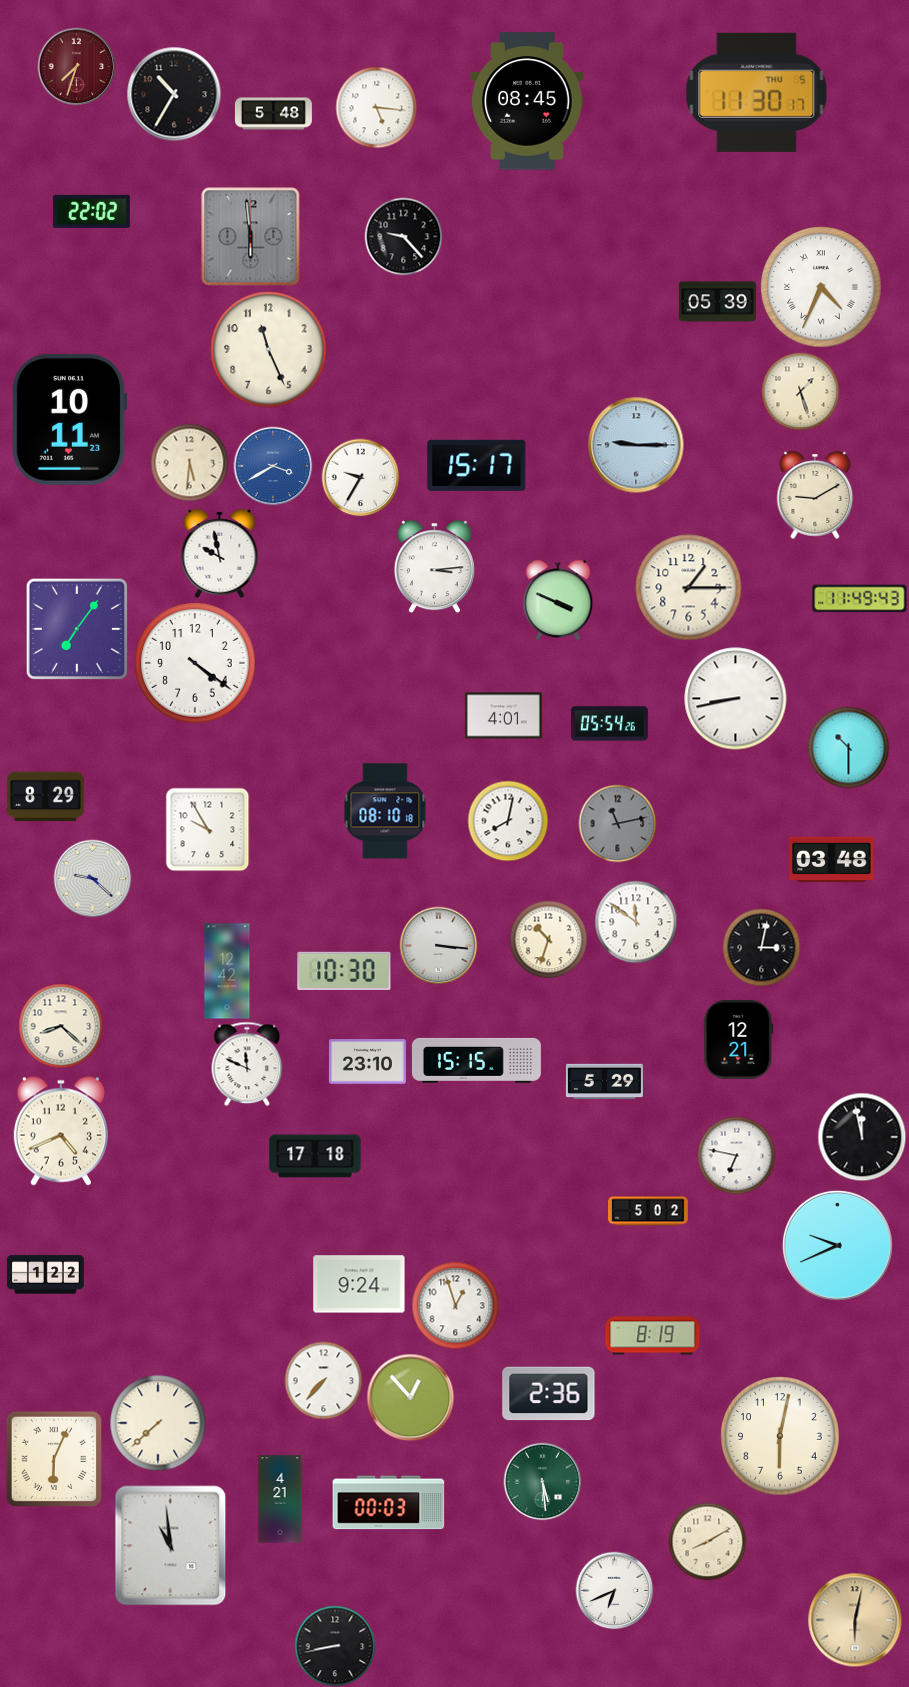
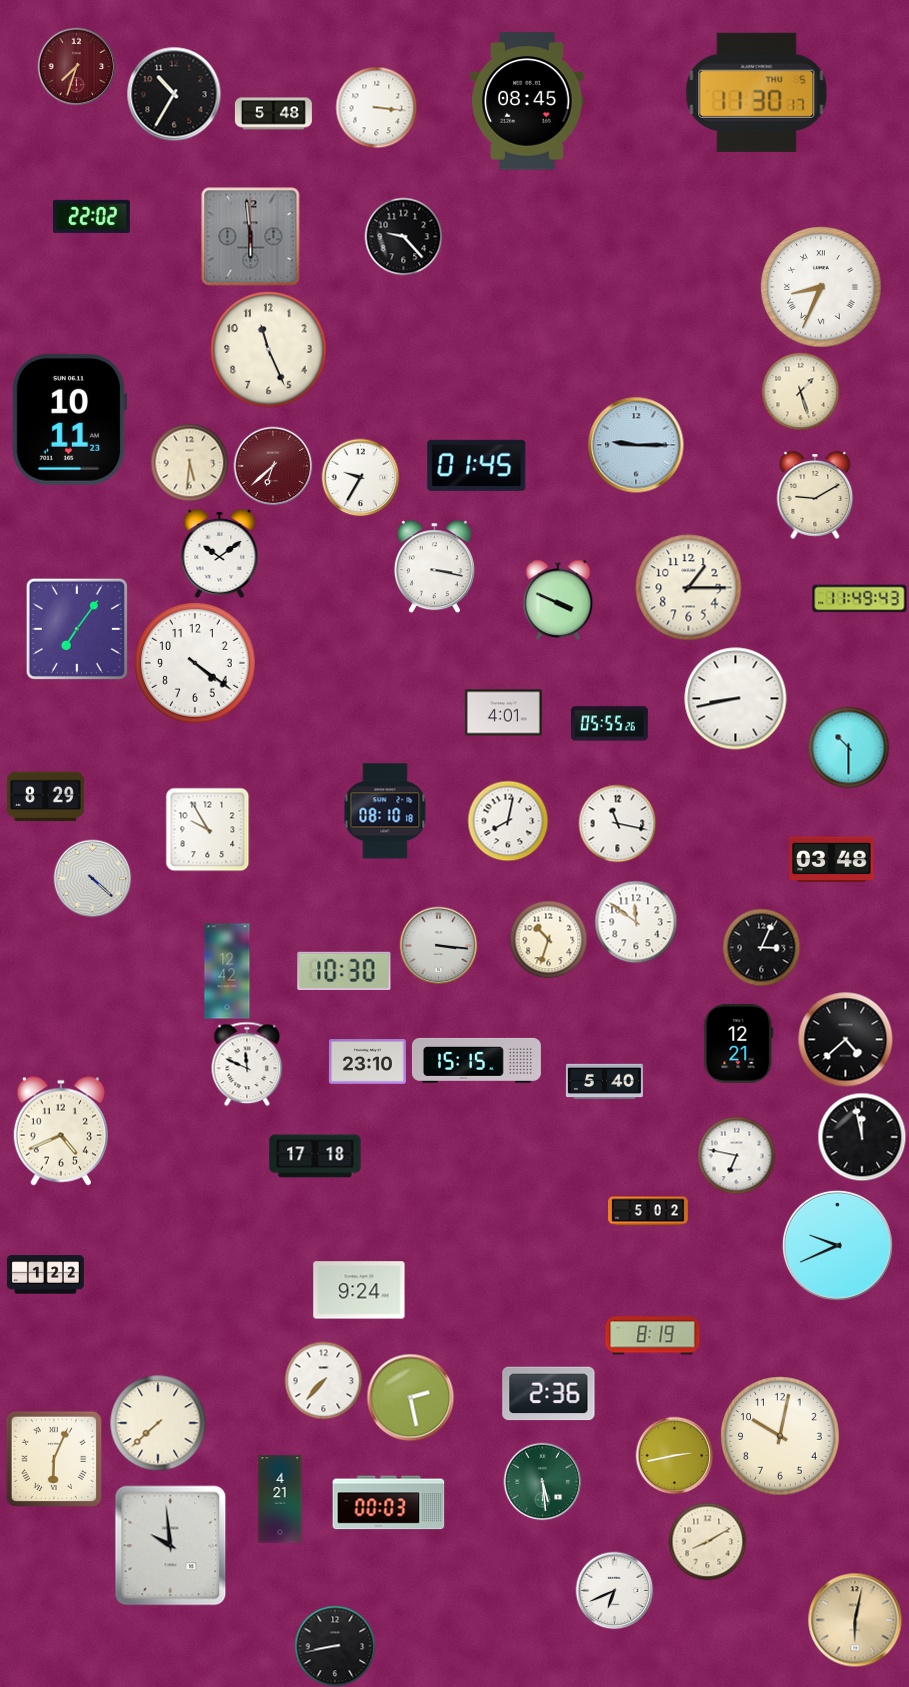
clock at (376, 107): 5:16 -> 3:16
clock at (91, 211) position: (91, 211) -> (91, 216)
clock at (821, 287): 4:34 -> 8:34
clock at (717, 302): 05:39 -> none
clock at (477, 465): 15:17 -> 01:45
clock at (273, 466): 3:40 -> 6:38
clock at (273, 466) dial: blue -> burgundy
clock at (220, 553): 9:58 -> 10:09
clock at (434, 566): 3:14 -> 3:17
clock at (503, 716) position: (503, 716) -> (503, 713)
clock at (609, 724): 05:54 -> 05:55
clock at (617, 823): 11:13 -> 11:17
clock at (617, 823) dial: grey -> white
clock at (92, 878): 9:22 -> 4:22
clock at (761, 947): 3:02 -> 3:04
clock at (61, 1026): 8:22 -> none
clock at (739, 1039) position: (739, 1039) -> (739, 1043)
clock at (845, 1039): none -> 4:38
clock at (604, 1082): 5:29 -> 5:40
clock at (359, 1284) position: (359, 1284) -> (359, 1290)
clock at (455, 1305): 12:57 -> none
clock at (410, 1397): 12:53 -> 2:28
clock at (780, 1436): 6:02 -> 10:02
clock at (674, 1455): none -> 2:43
clock at (171, 1546): 10:59 -> 9:59
